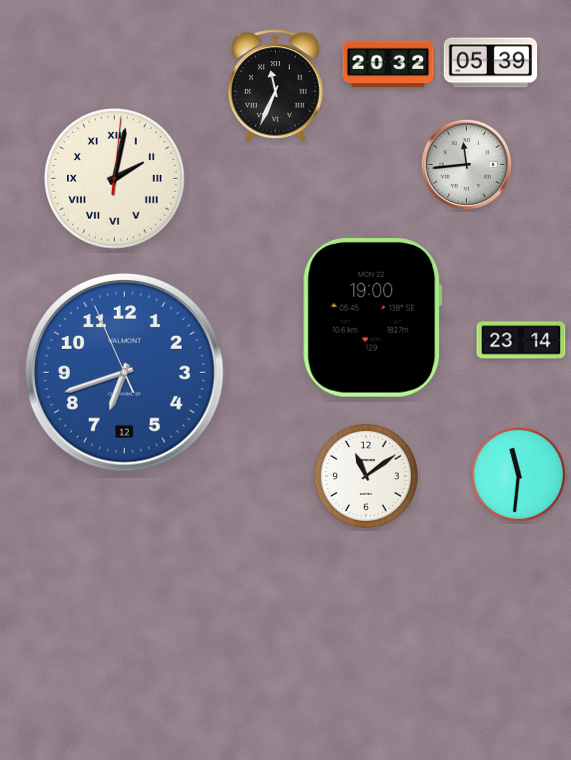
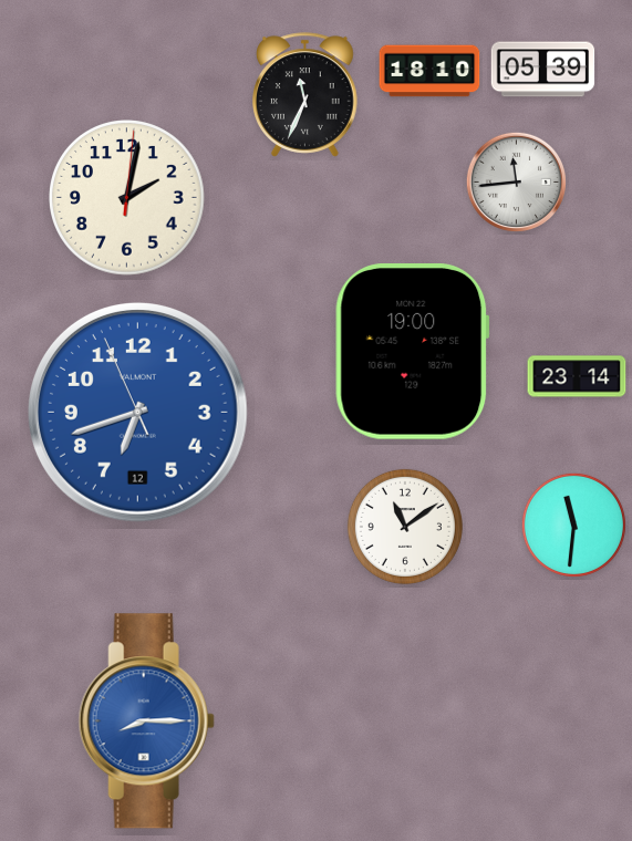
clock at (388, 64): 20:32 -> 18:10
clock at (115, 179) numerals: Roman -> Arabic
clock at (146, 721): none -> 8:15
